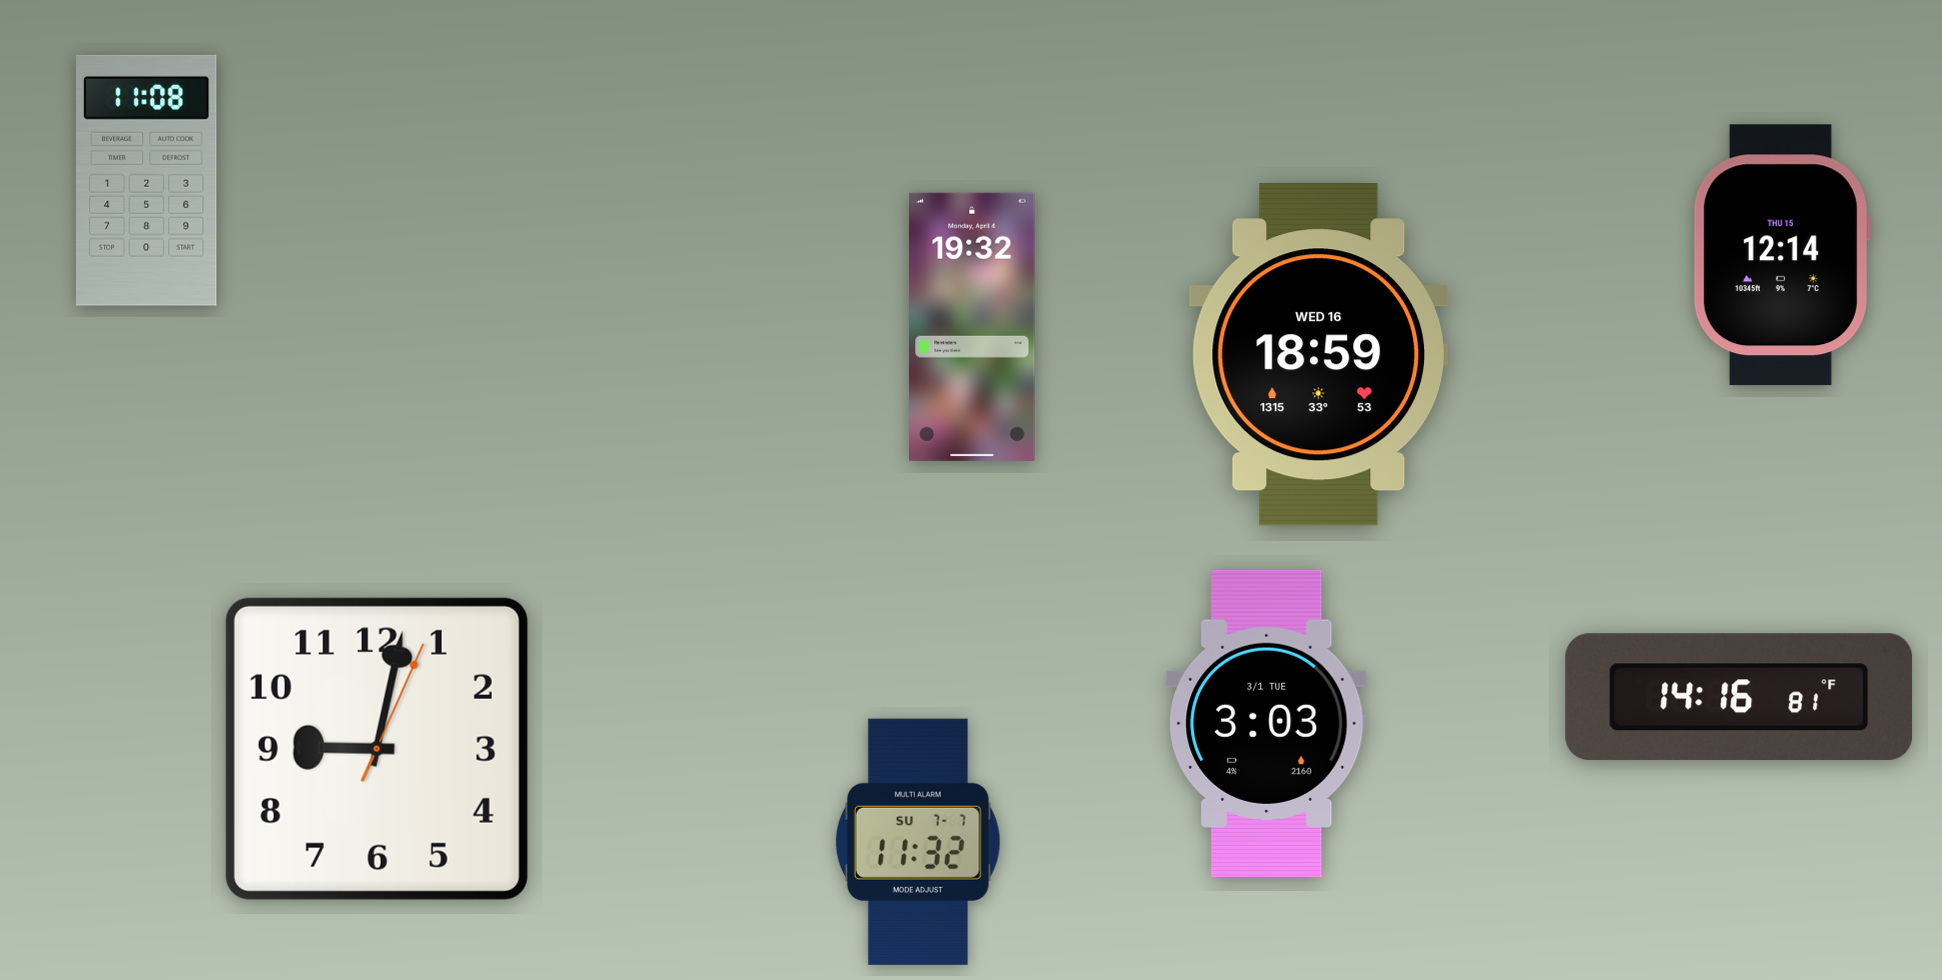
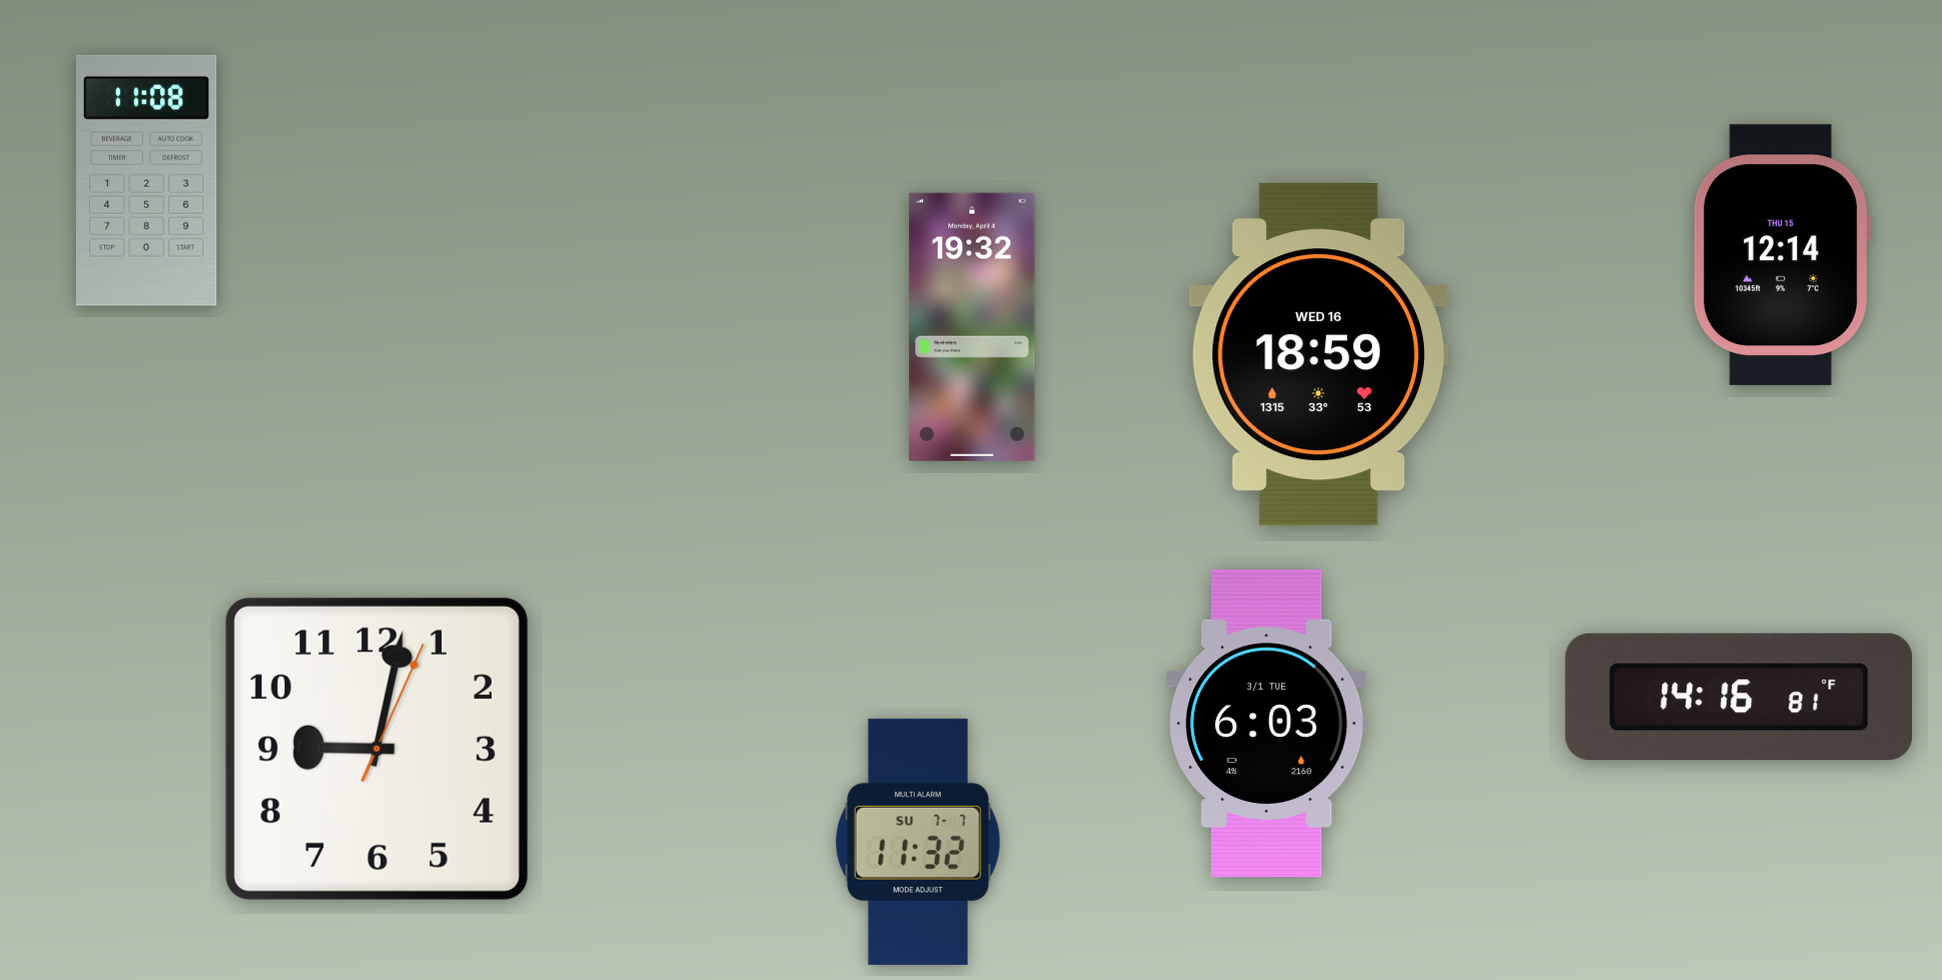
clock at (1267, 723): 3:03 -> 6:03
